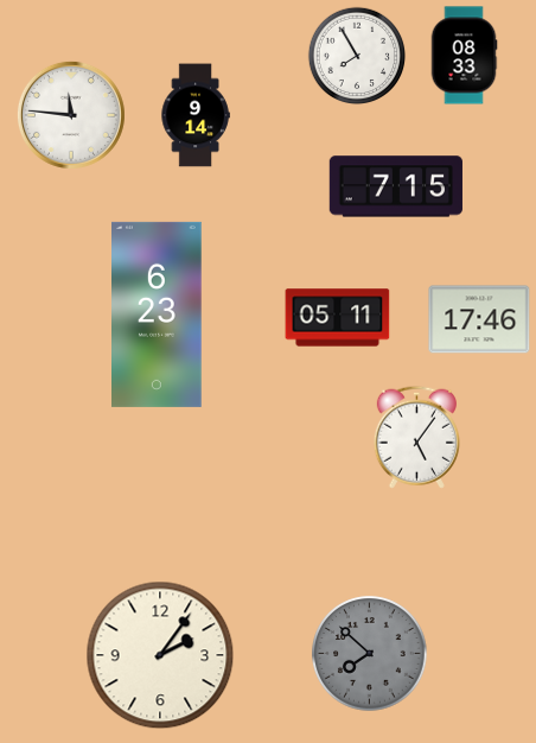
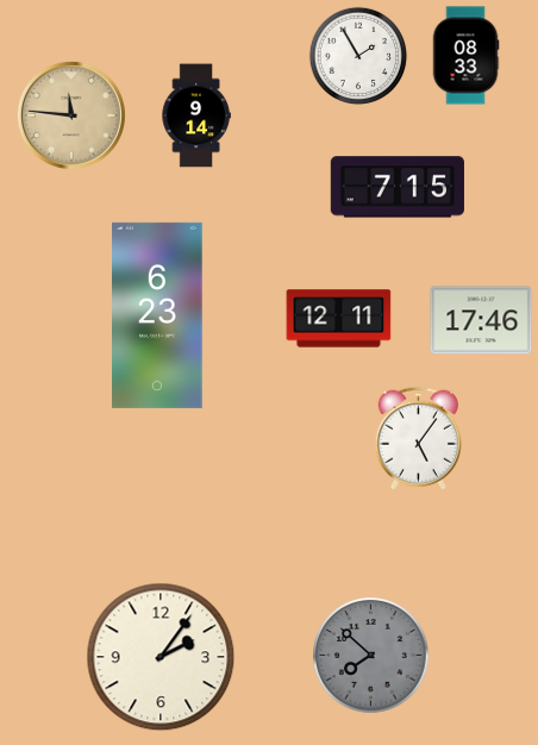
clock at (357, 56): 7:55 -> 1:55
clock at (71, 115) dial: white -> champagne
clock at (338, 318): 05:11 -> 12:11
